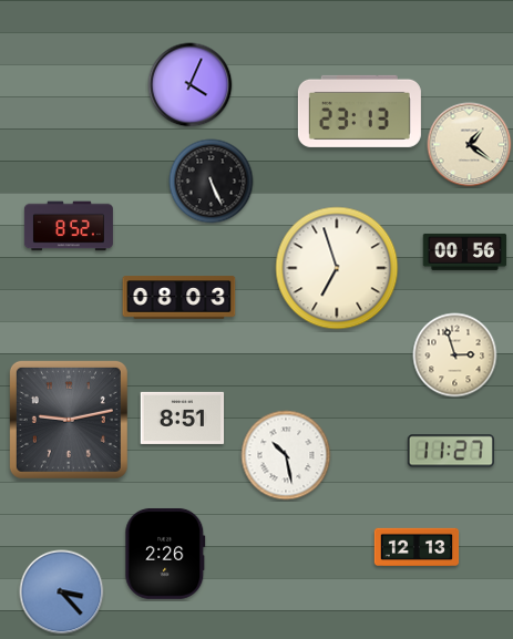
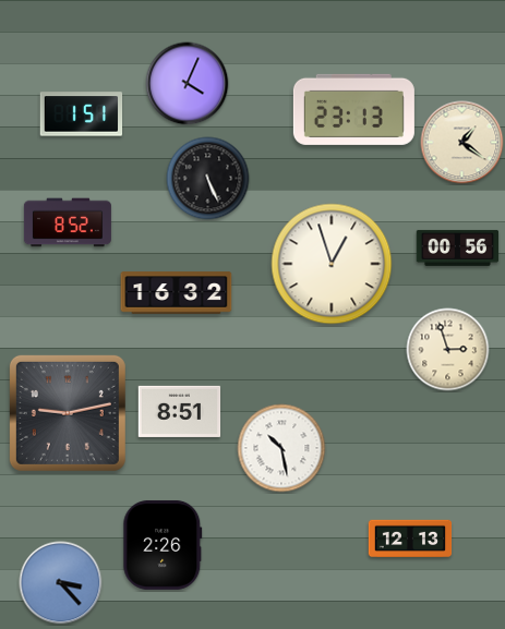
clock at (82, 114): none -> 1:51
clock at (337, 268): 6:57 -> 12:57
clock at (179, 298): 08:03 -> 16:32
clock at (451, 451): 11:27 -> none
